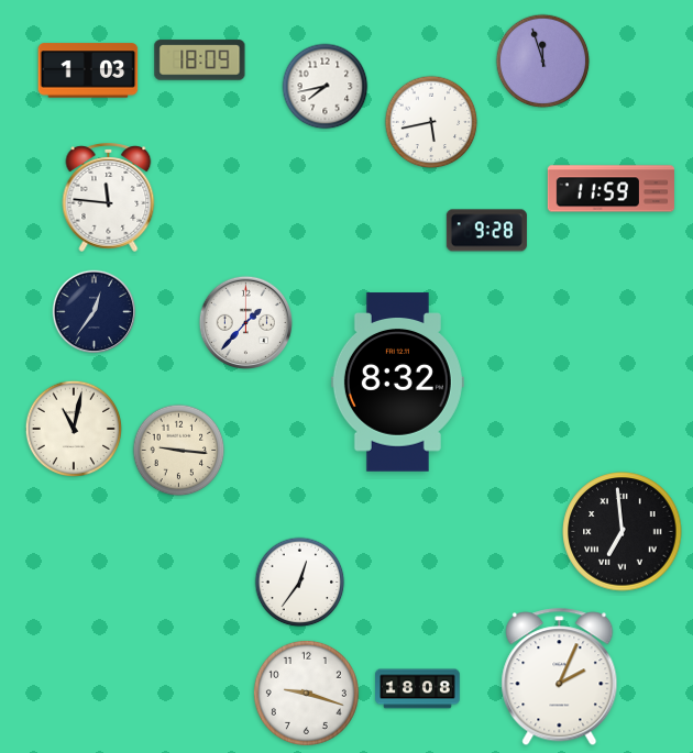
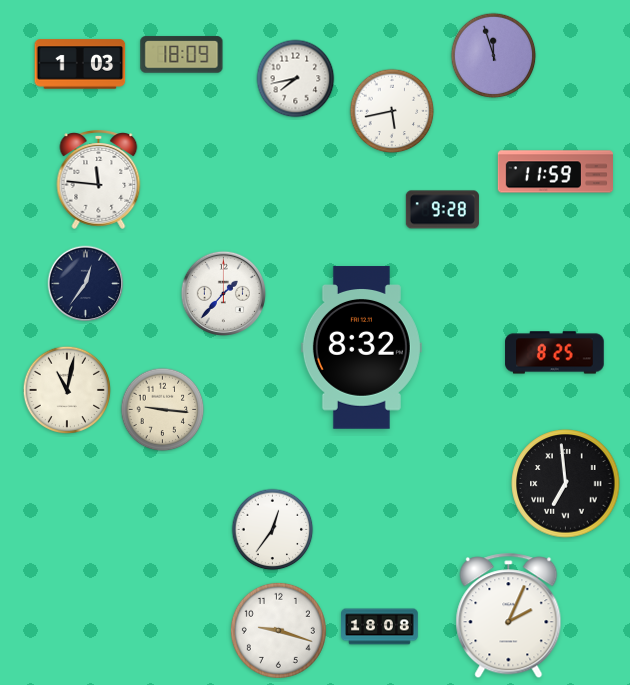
clock at (555, 353): none -> 8:25
